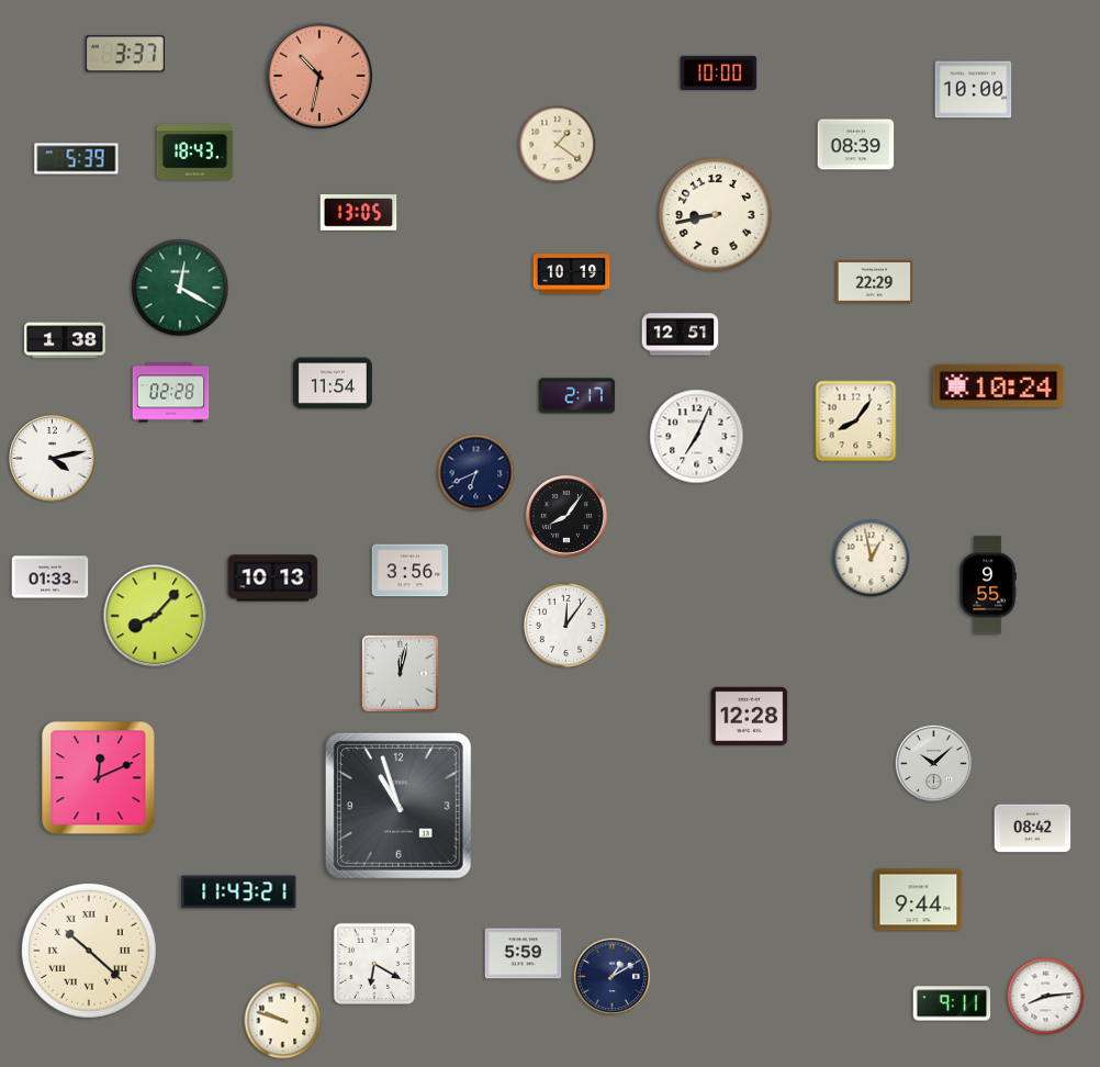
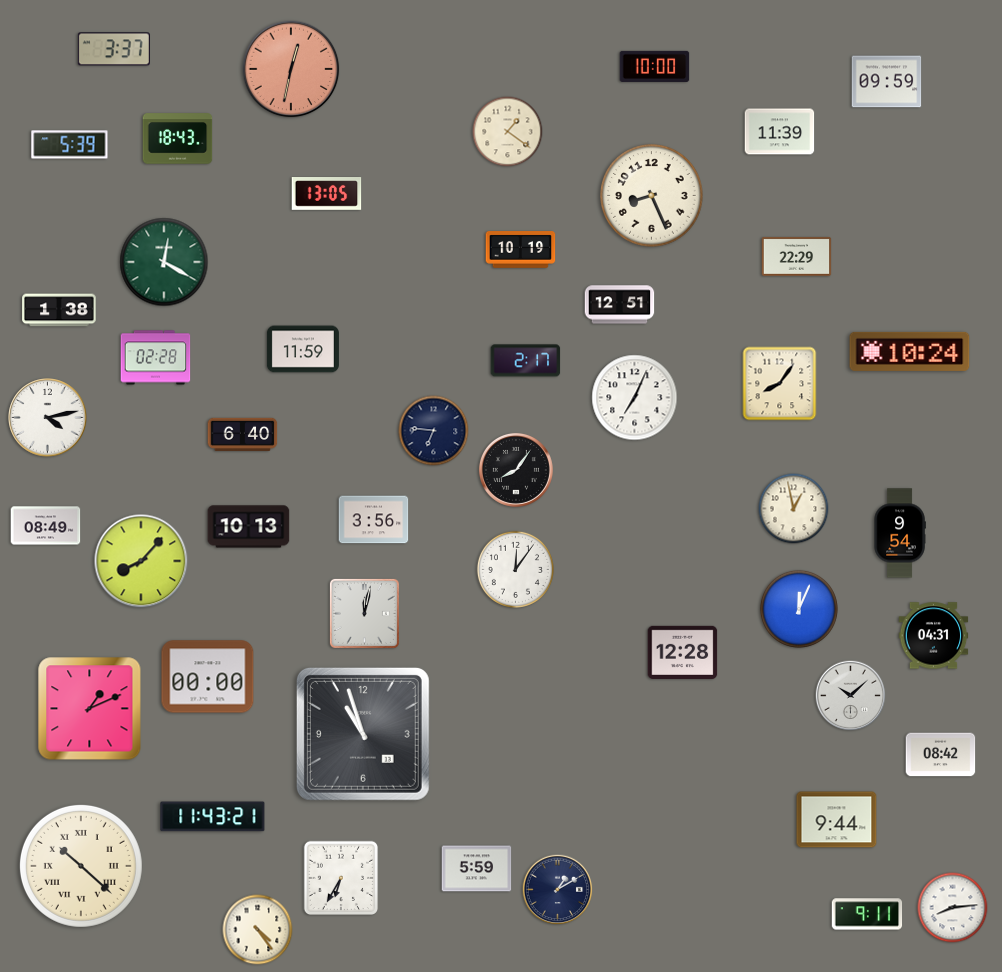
clock at (319, 76): 10:32 -> 12:32
clock at (974, 90): 10:00 -> 09:59
clock at (856, 145): 08:39 -> 11:39
clock at (716, 215): 8:43 -> 8:26
clock at (333, 383): 11:54 -> 11:59
clock at (476, 473): 6:41 -> 6:46
clock at (243, 434): none -> 6:40
clock at (50, 577): 01:33 -> 08:49
clock at (988, 585): 9:55 -> 9:54
clock at (799, 609): none -> 12:04
clock at (934, 636): none -> 04:31
clock at (208, 677): none -> 00:00
clock at (99, 778): 12:11 -> 1:11
clock at (239, 892) position: (239, 892) -> (213, 817)
clock at (374, 964): 6:20 -> 6:35
clock at (283, 1021): 9:48 -> 4:24
